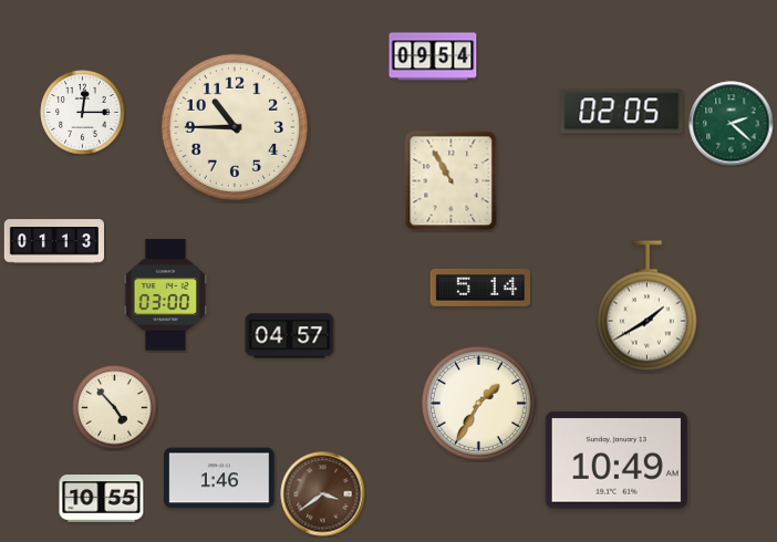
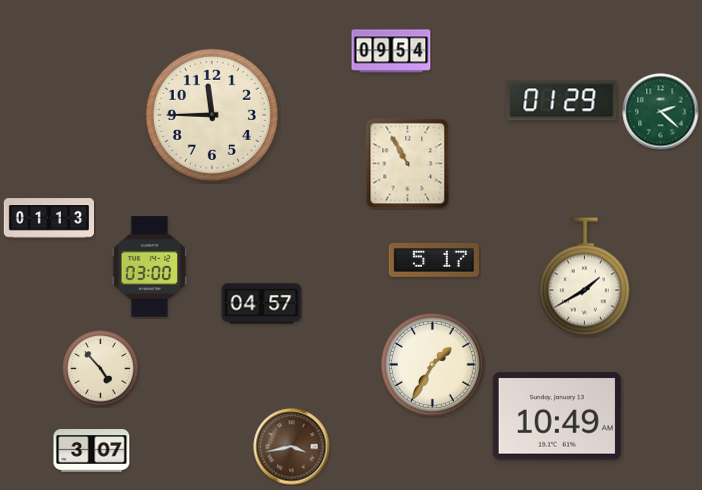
clock at (622, 112): 02:05 -> 01:29
clock at (83, 113): 12:15 -> none
clock at (235, 127): 10:45 -> 11:45
clock at (479, 289): 5:14 -> 5:17
clock at (115, 408) position: (115, 408) -> (101, 369)
clock at (219, 478): 1:46 -> none
clock at (323, 494): 3:39 -> 3:43
clock at (102, 499): 10:55 -> 3:07
